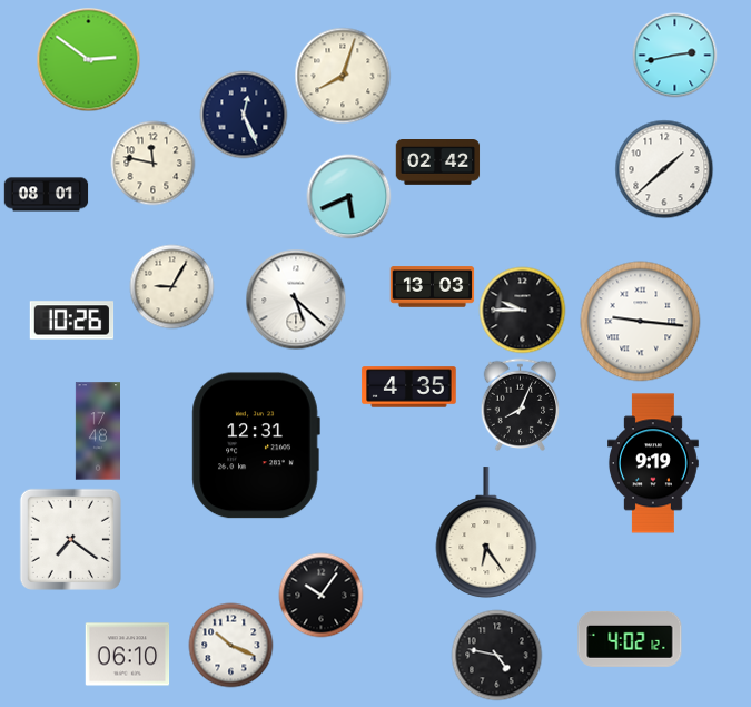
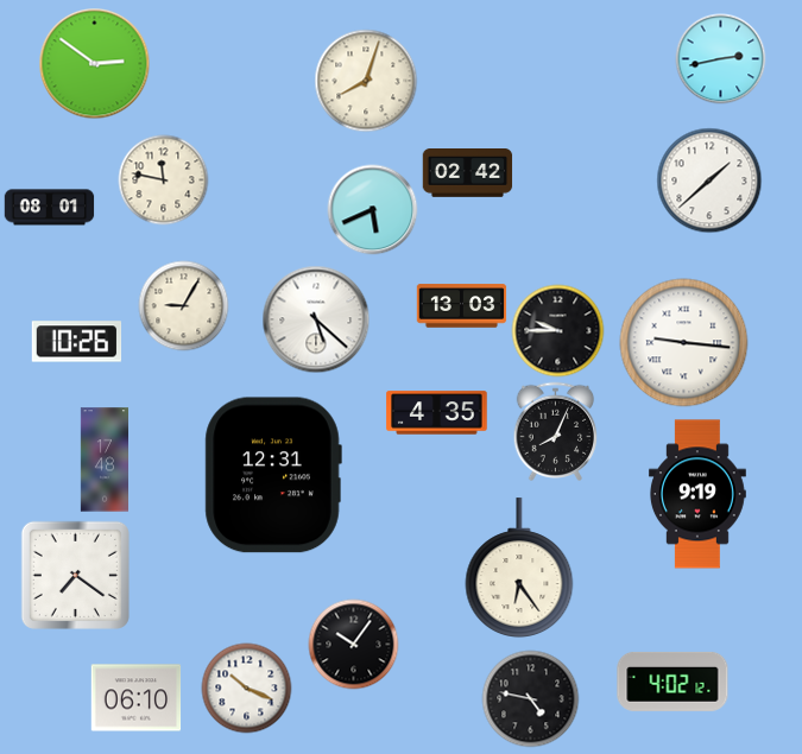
clock at (244, 115): 12:26 -> none
clock at (154, 164) position: (154, 164) -> (164, 180)
clock at (322, 596) position: (322, 596) -> (354, 645)
